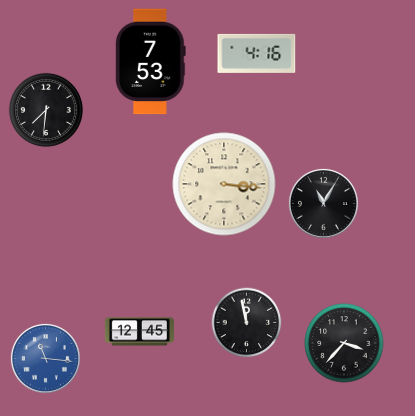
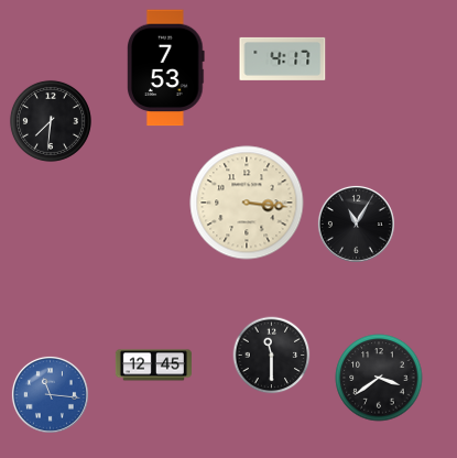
clock at (257, 53): 4:16 -> 4:17
clock at (247, 323): 11:58 -> 11:30
clock at (344, 343): 3:37 -> 3:39
